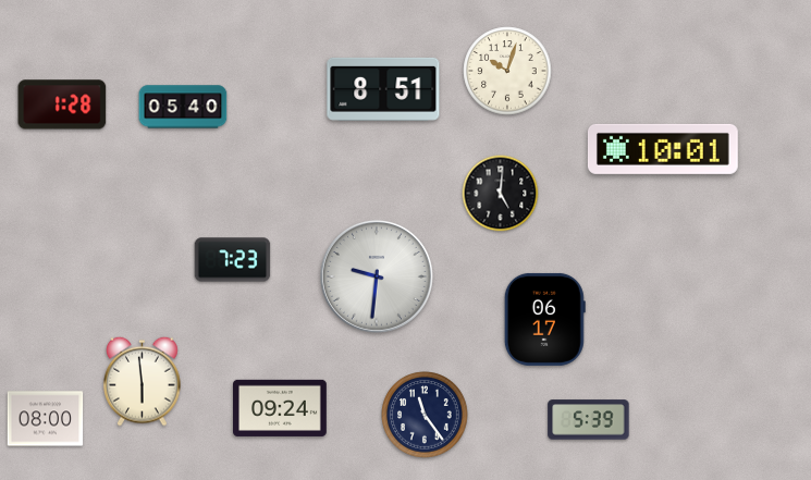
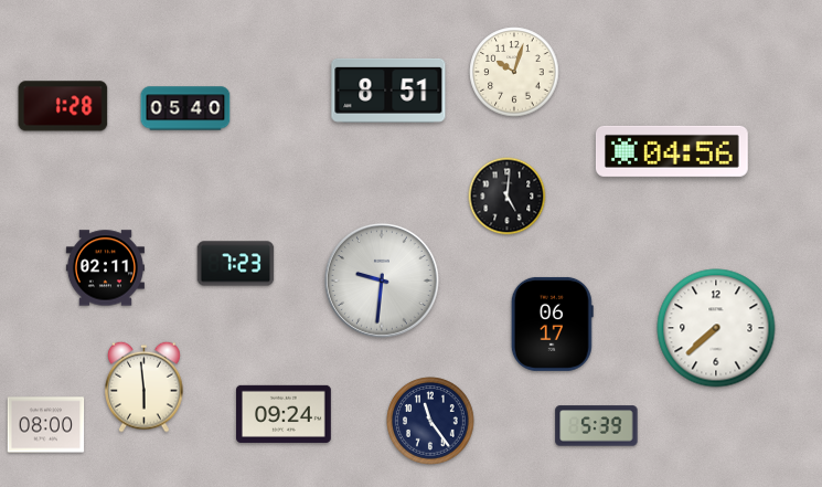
clock at (663, 149): 10:01 -> 04:56
clock at (105, 268): none -> 02:11
clock at (716, 328): none -> 7:38
